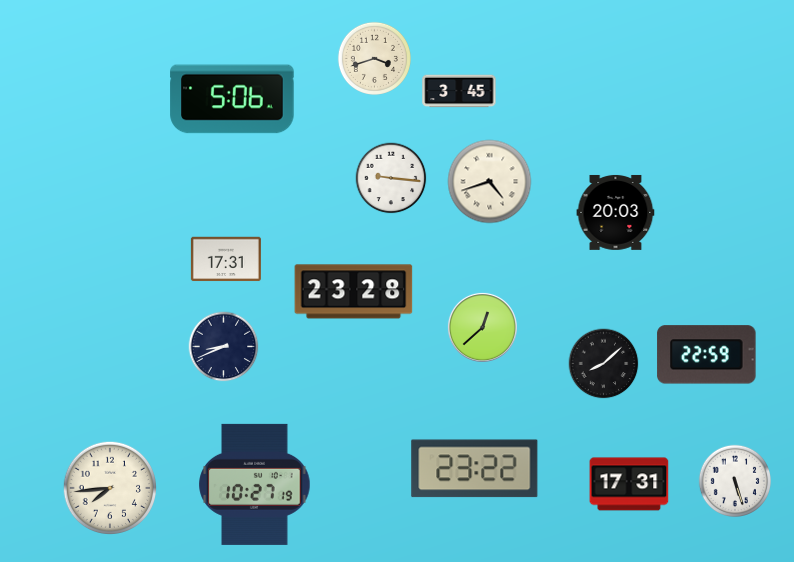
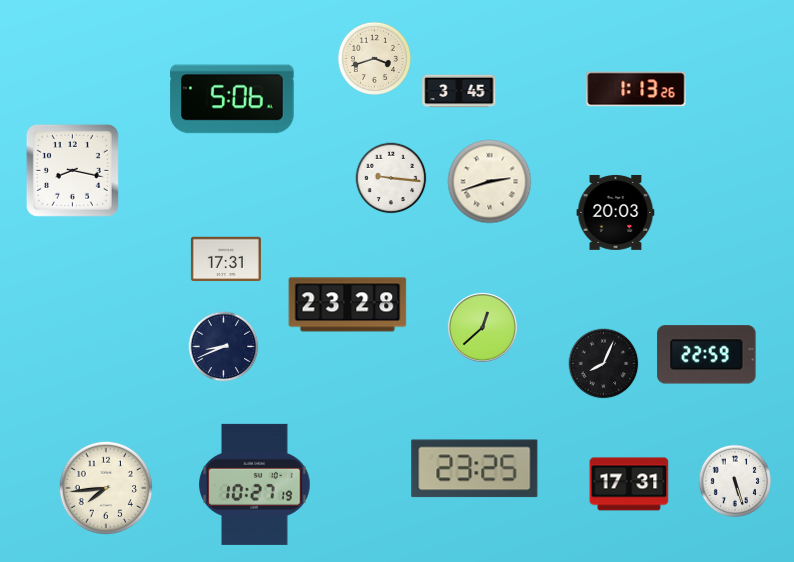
clock at (636, 89): none -> 1:13
clock at (72, 170): none -> 8:17
clock at (490, 182): 4:42 -> 2:42
clock at (354, 292) position: (354, 292) -> (348, 305)
clock at (604, 364): 8:08 -> 8:04
clock at (475, 469): 23:22 -> 23:25
clock at (109, 487) position: (109, 487) -> (105, 487)
